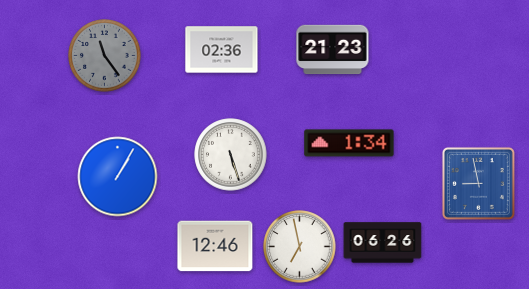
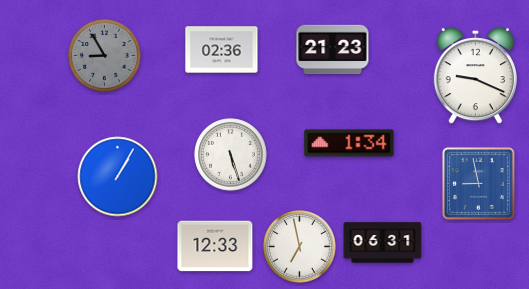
clock at (105, 56): 11:24 -> 8:55
clock at (475, 76): none -> 9:19
clock at (383, 243): 06:26 -> 06:31
clock at (215, 246): 12:46 -> 12:33
